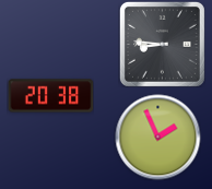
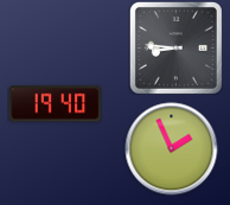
clock at (50, 96): 20:38 -> 19:40
